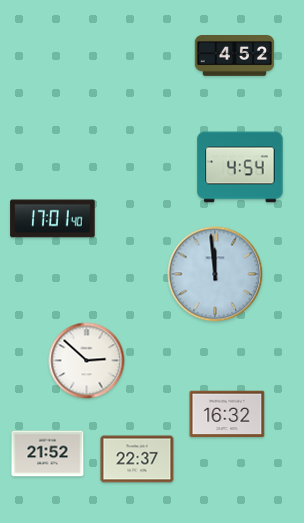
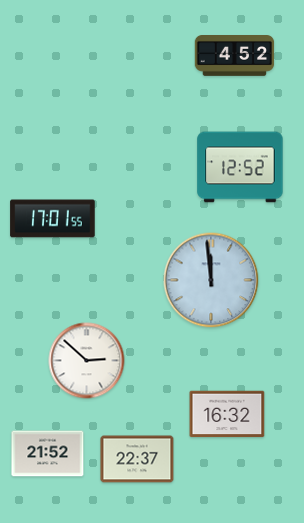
clock at (240, 167): 4:54 -> 12:52
clock at (53, 219): 17:01:40 -> 17:01:55
clock at (215, 274) position: (215, 274) -> (211, 280)
